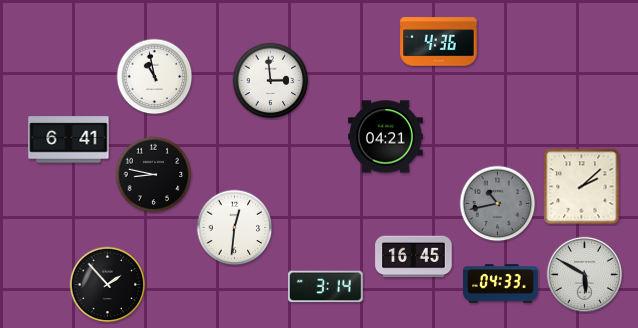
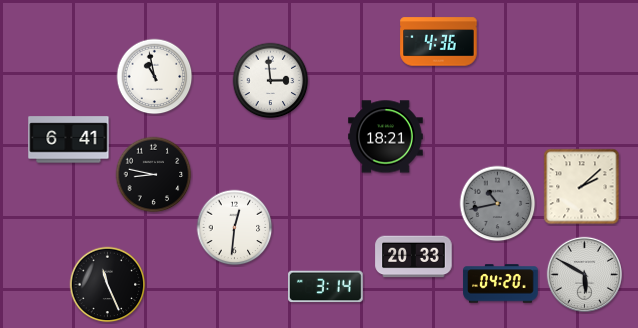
clock at (386, 137): 04:21 -> 18:21
clock at (414, 257): 16:45 -> 20:33
clock at (501, 284): 04:33 -> 04:20
clock at (108, 285): 1:53 -> 11:26
